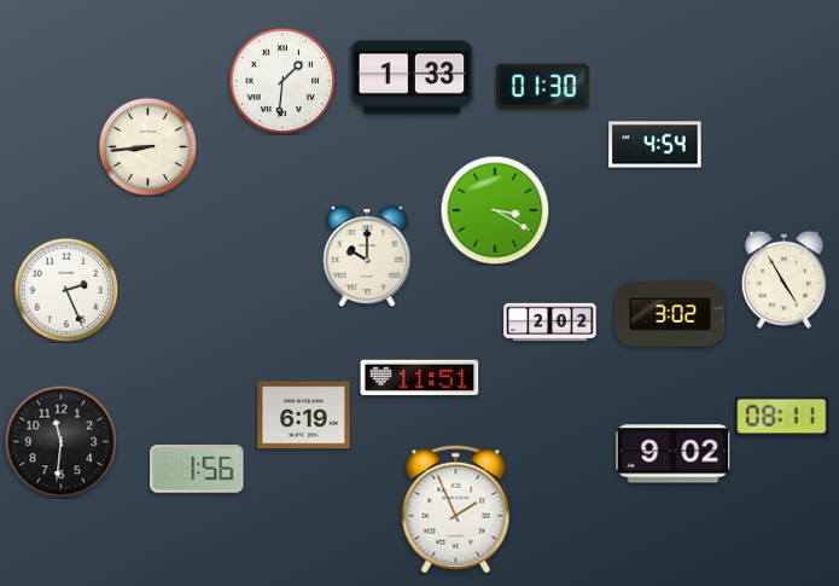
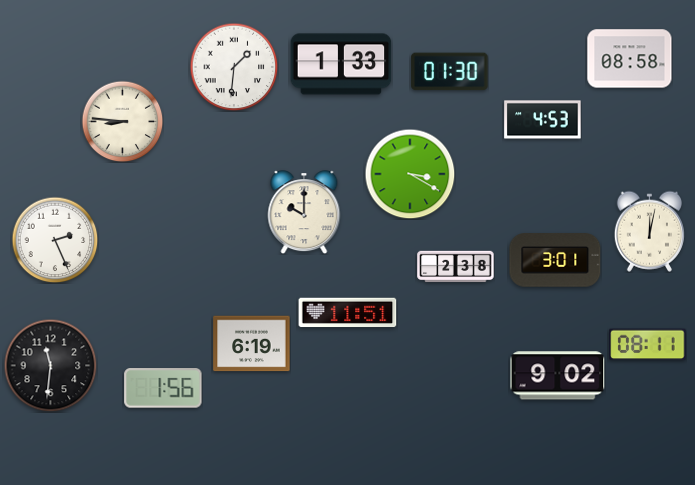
clock at (630, 59): none -> 08:58
clock at (656, 145): 4:54 -> 4:53
clock at (147, 146): 8:44 -> 8:46
clock at (783, 279): 4:55 -> 12:02
clock at (670, 314): 3:02 -> 3:01
clock at (550, 323): 2:02 -> 2:38
clock at (456, 510): 1:56 -> none
